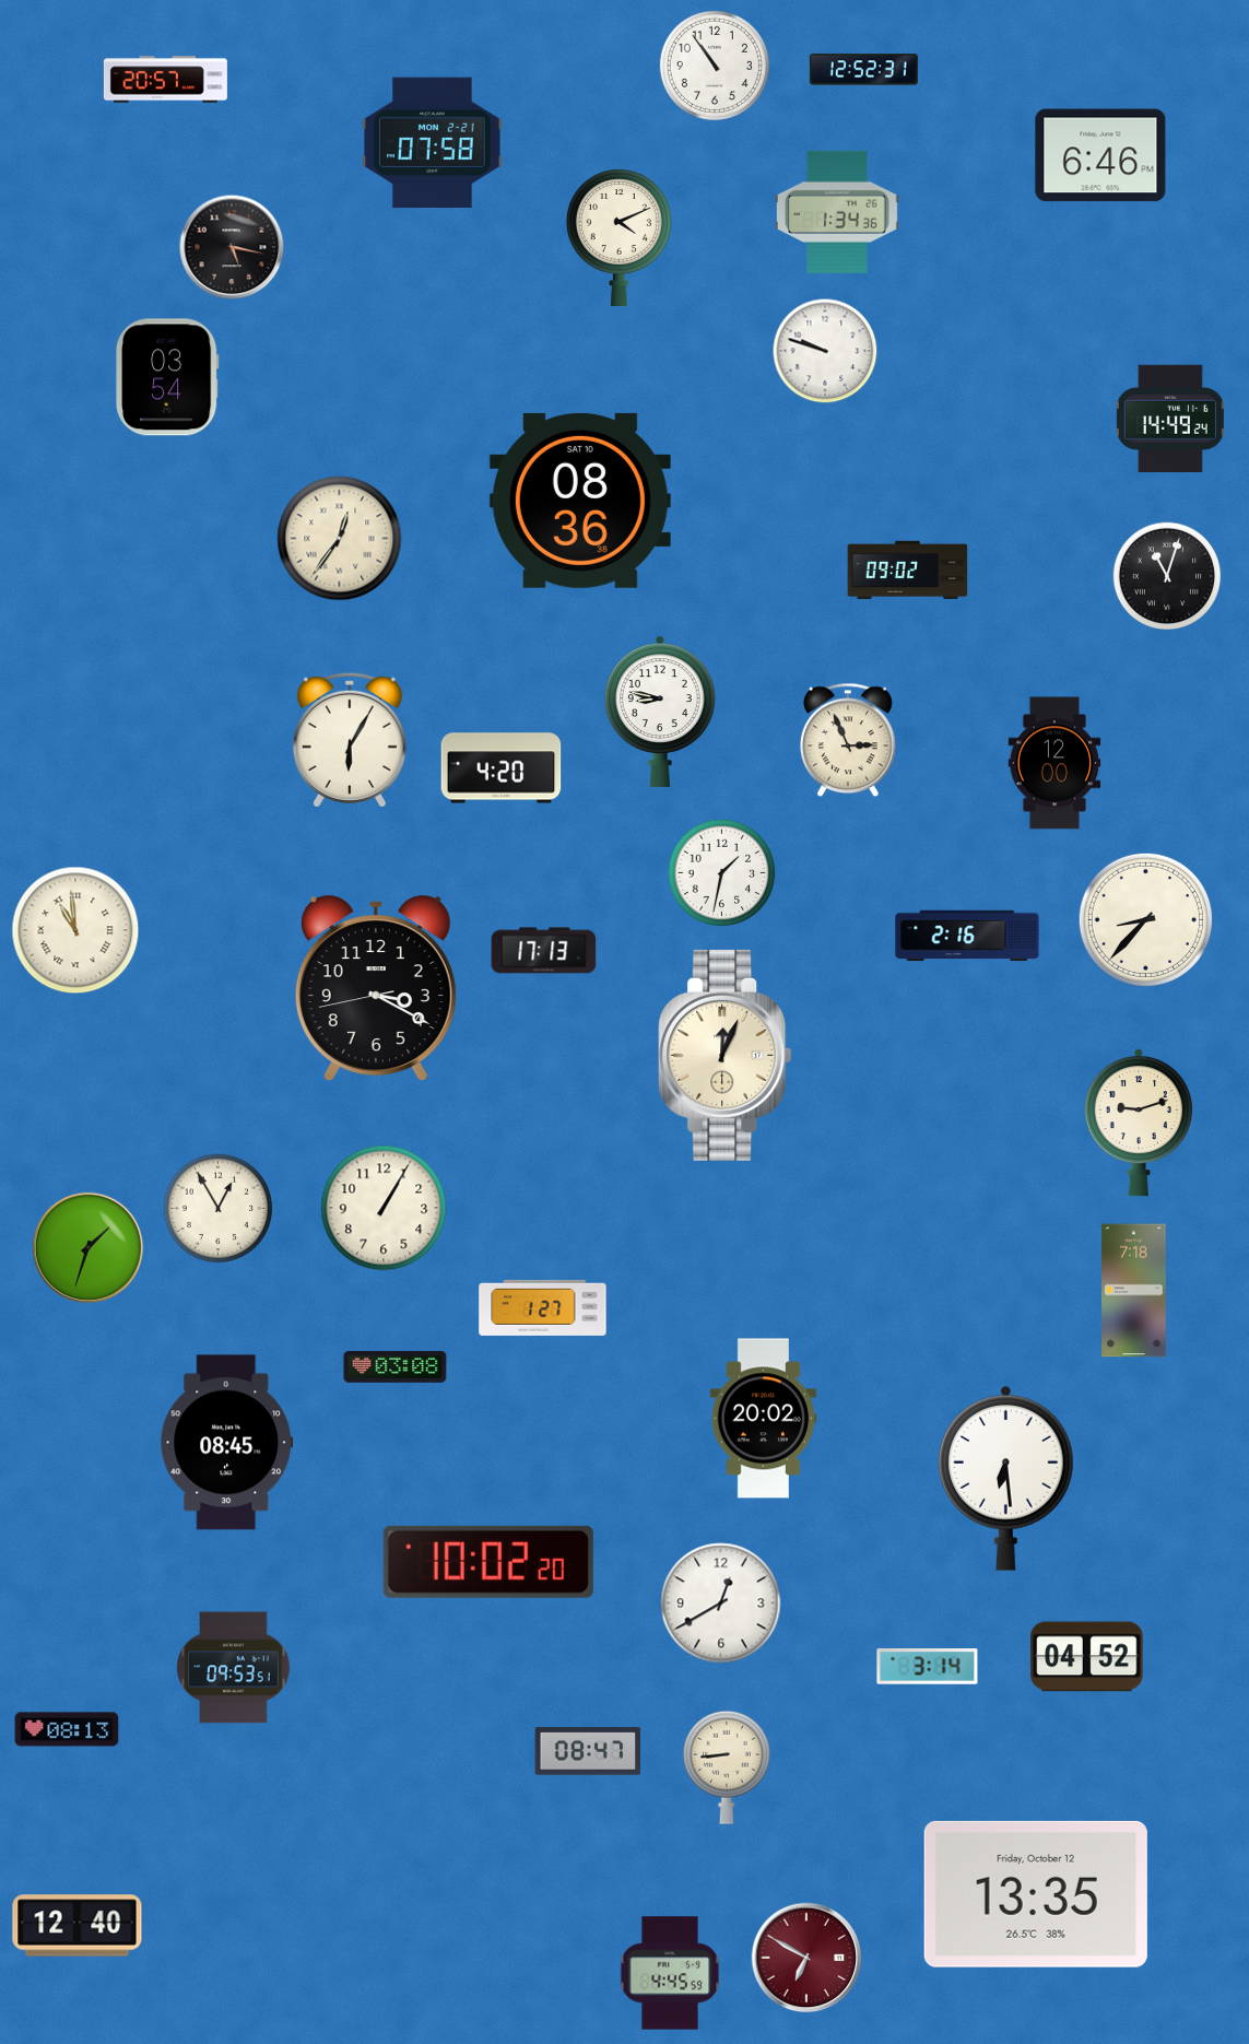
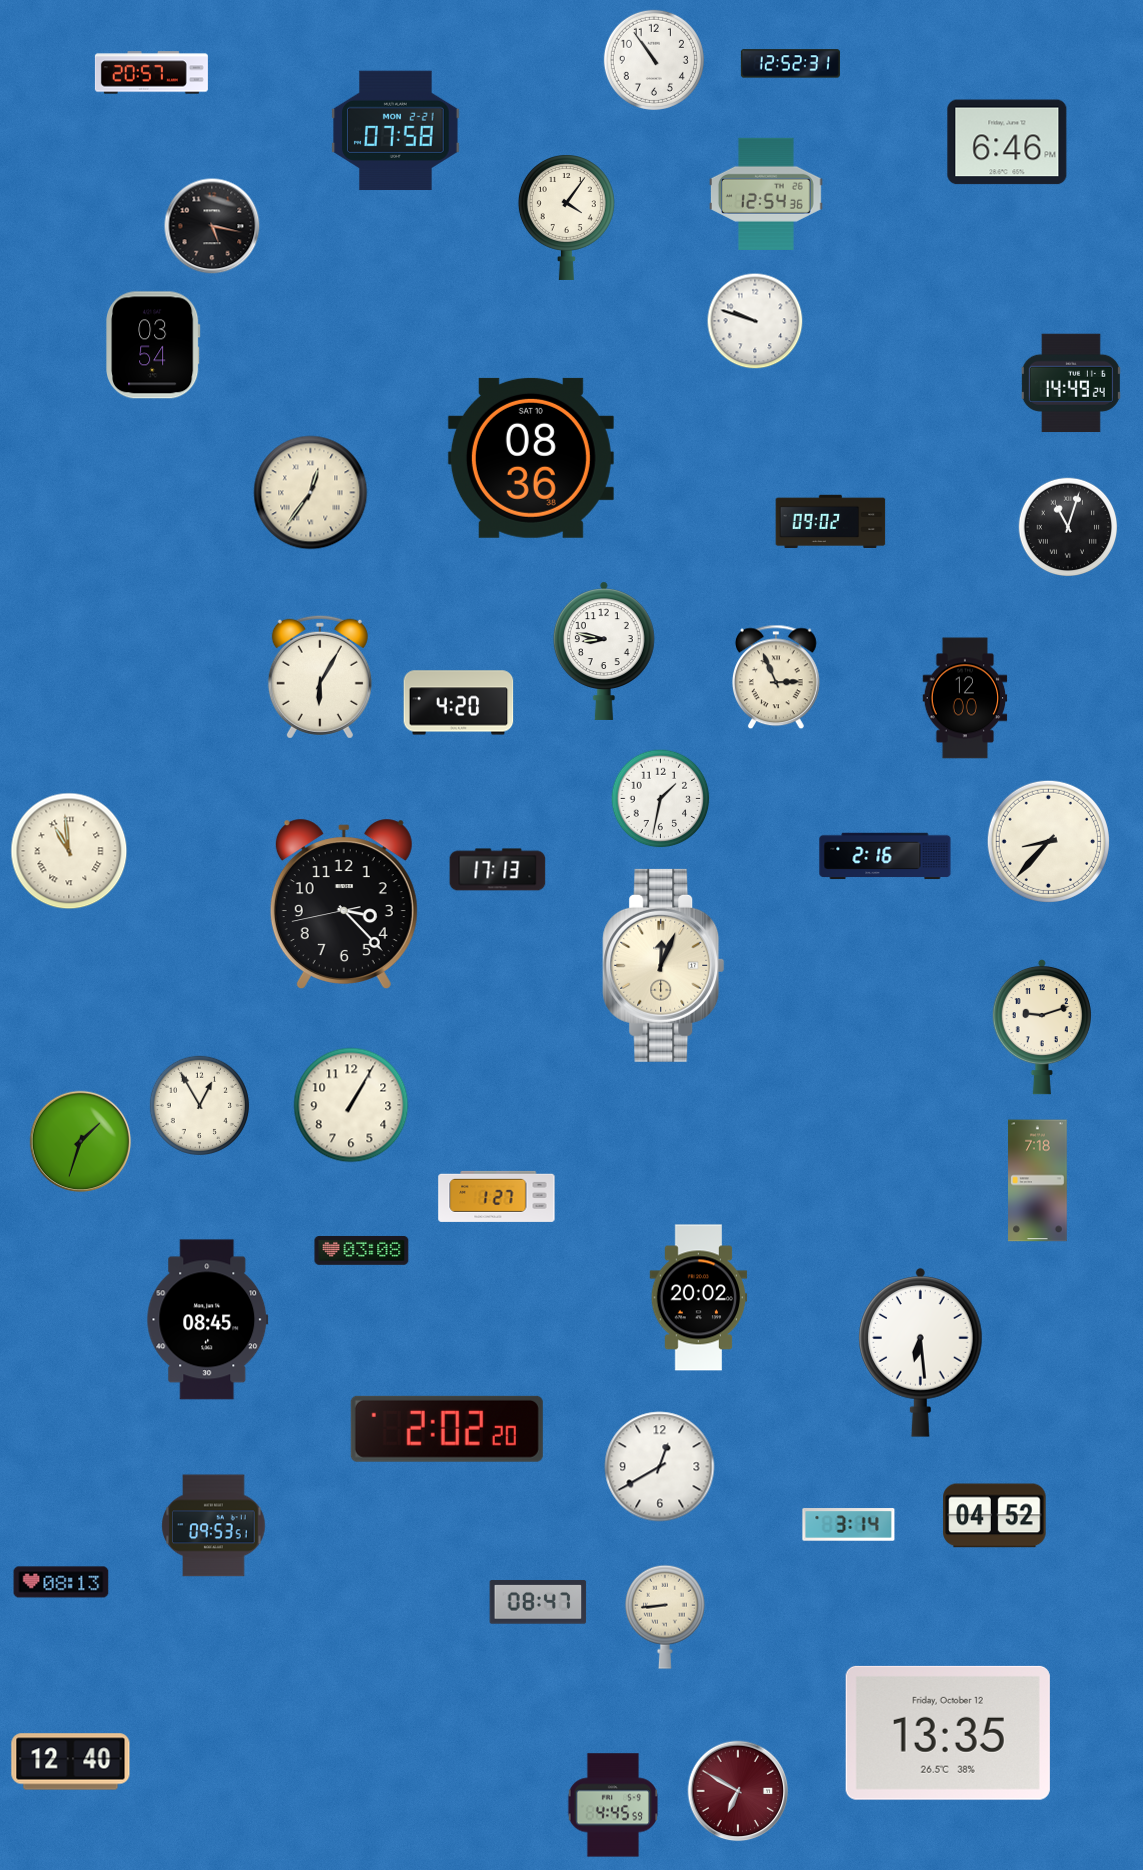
clock at (837, 212): 1:34 -> 12:54
clock at (618, 237): 4:11 -> 4:06
clock at (376, 987): 3:19 -> 3:22
clock at (488, 1562): 10:02 -> 2:02
